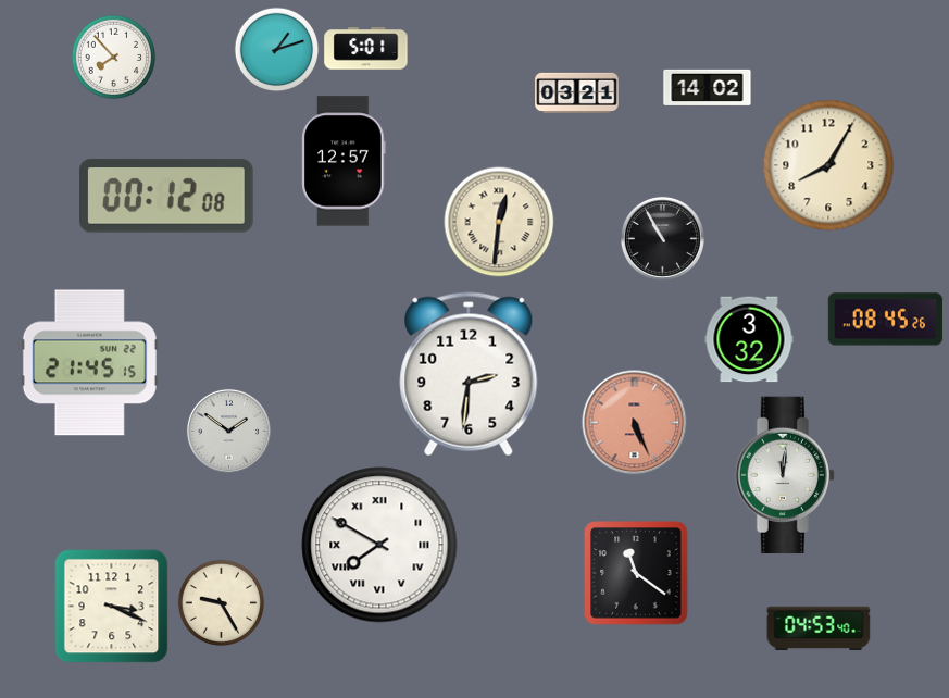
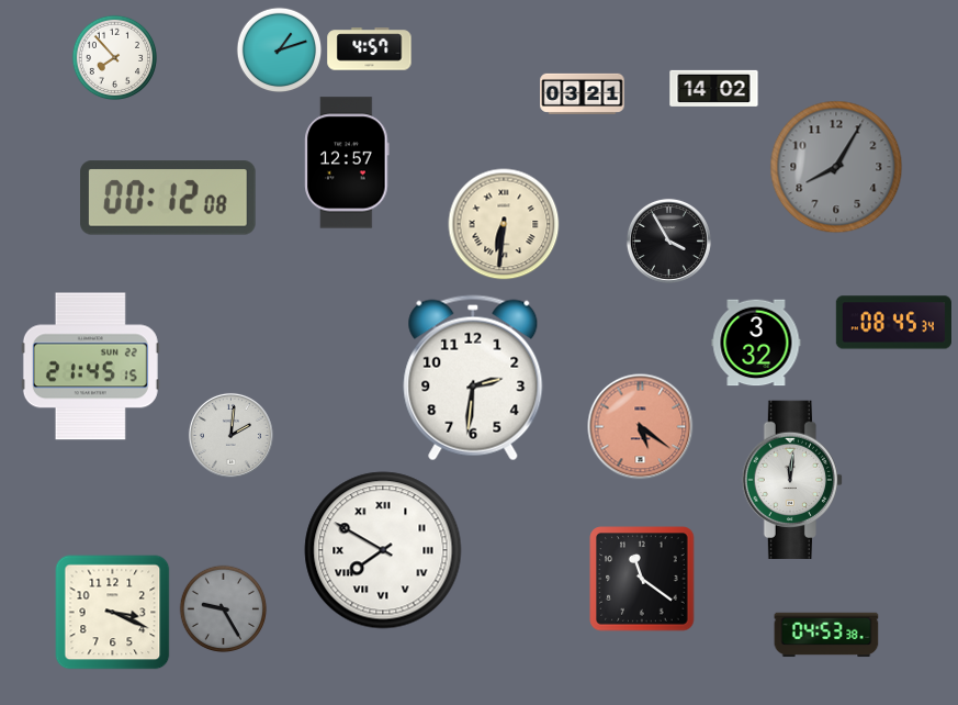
clock at (366, 49): 5:01 -> 4:57
clock at (828, 165) dial: cream -> grey
clock at (499, 222): 12:31 -> 6:31
clock at (662, 238): 10:55 -> 3:55
clock at (885, 320): 08:45:26 -> 08:45:34
clock at (635, 423): 5:26 -> 5:21
clock at (228, 431): 1:51 -> 2:01
clock at (221, 602) dial: cream -> grey
clock at (819, 628): 04:53:40 -> 04:53:38
